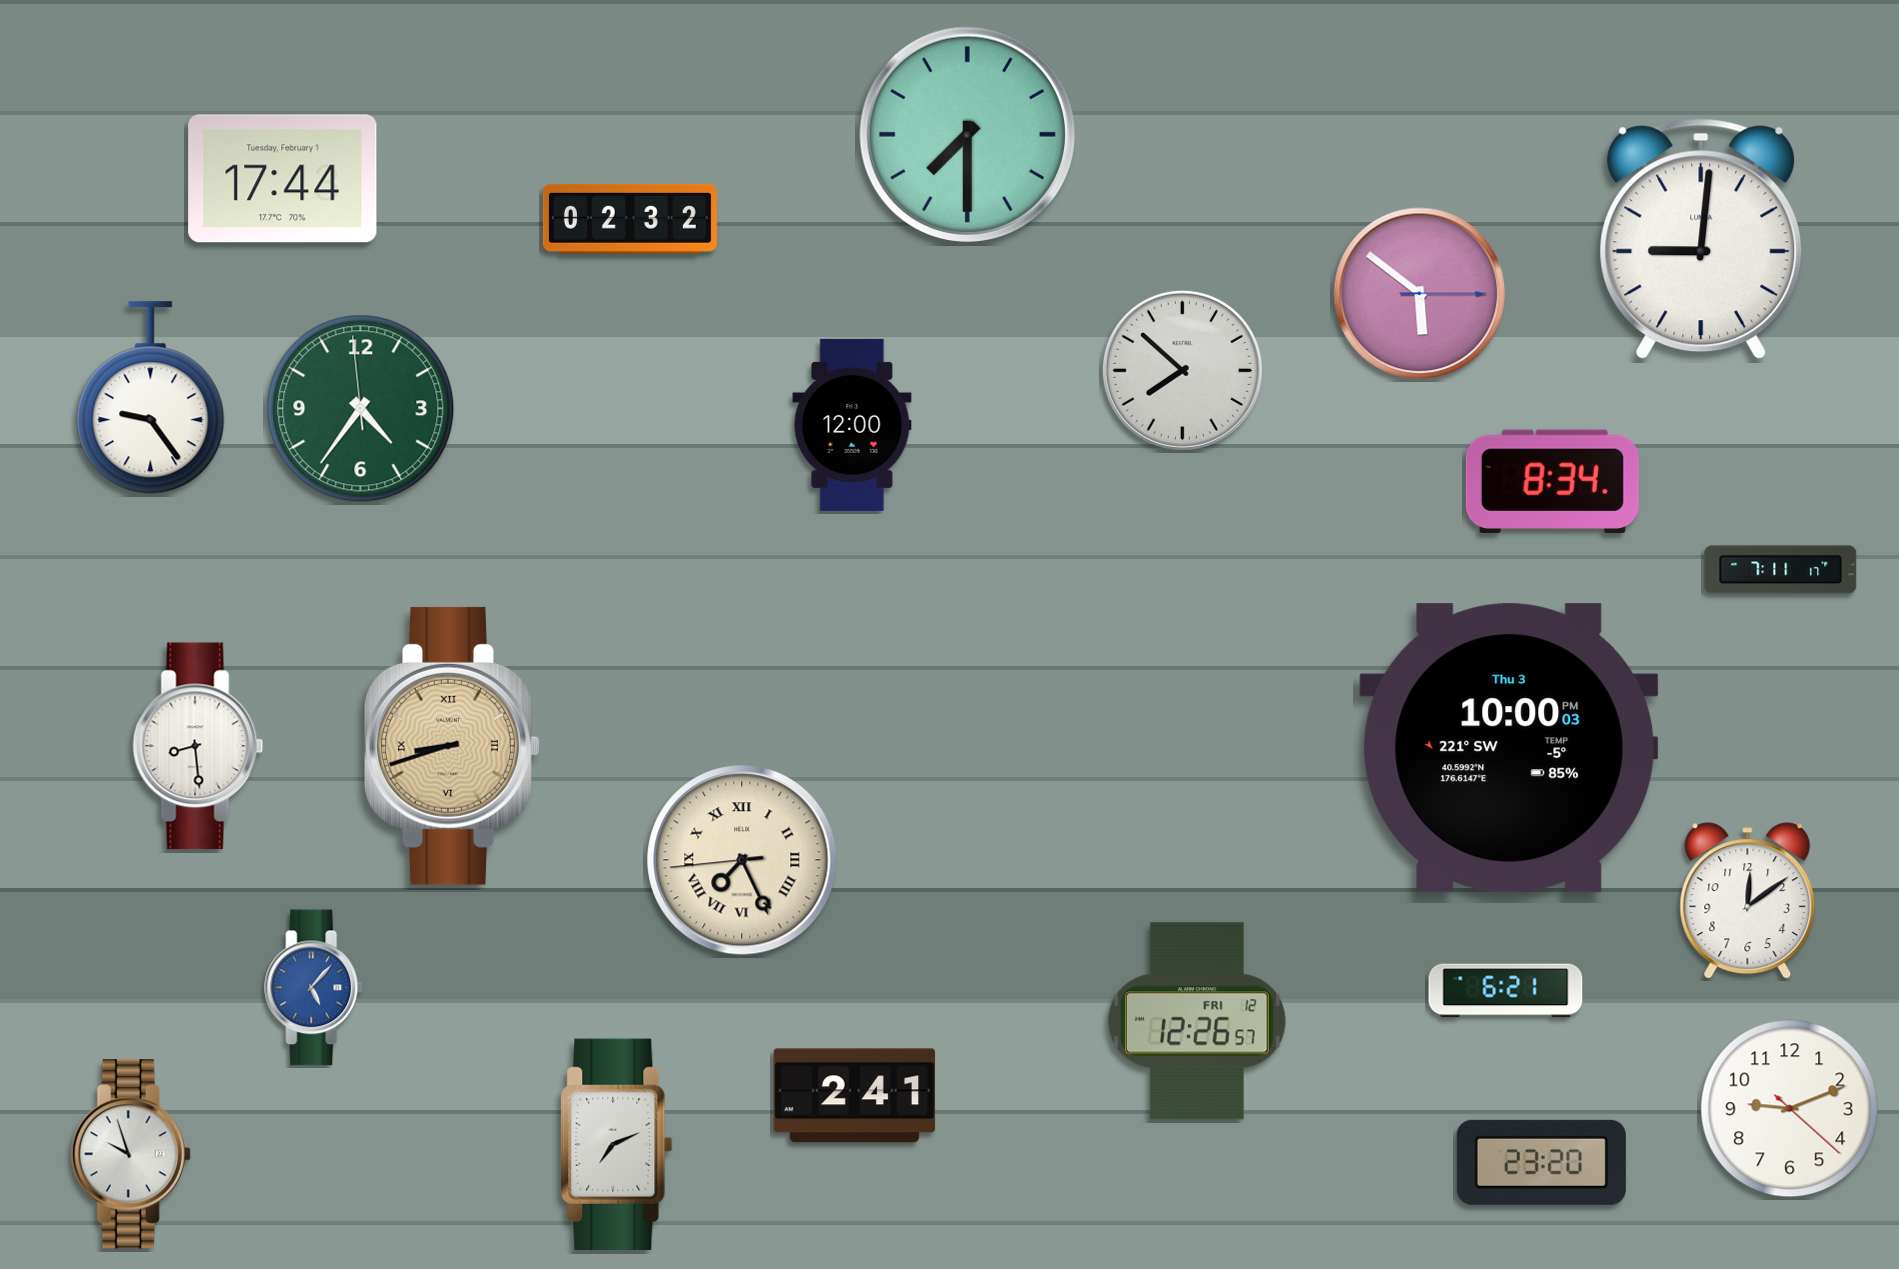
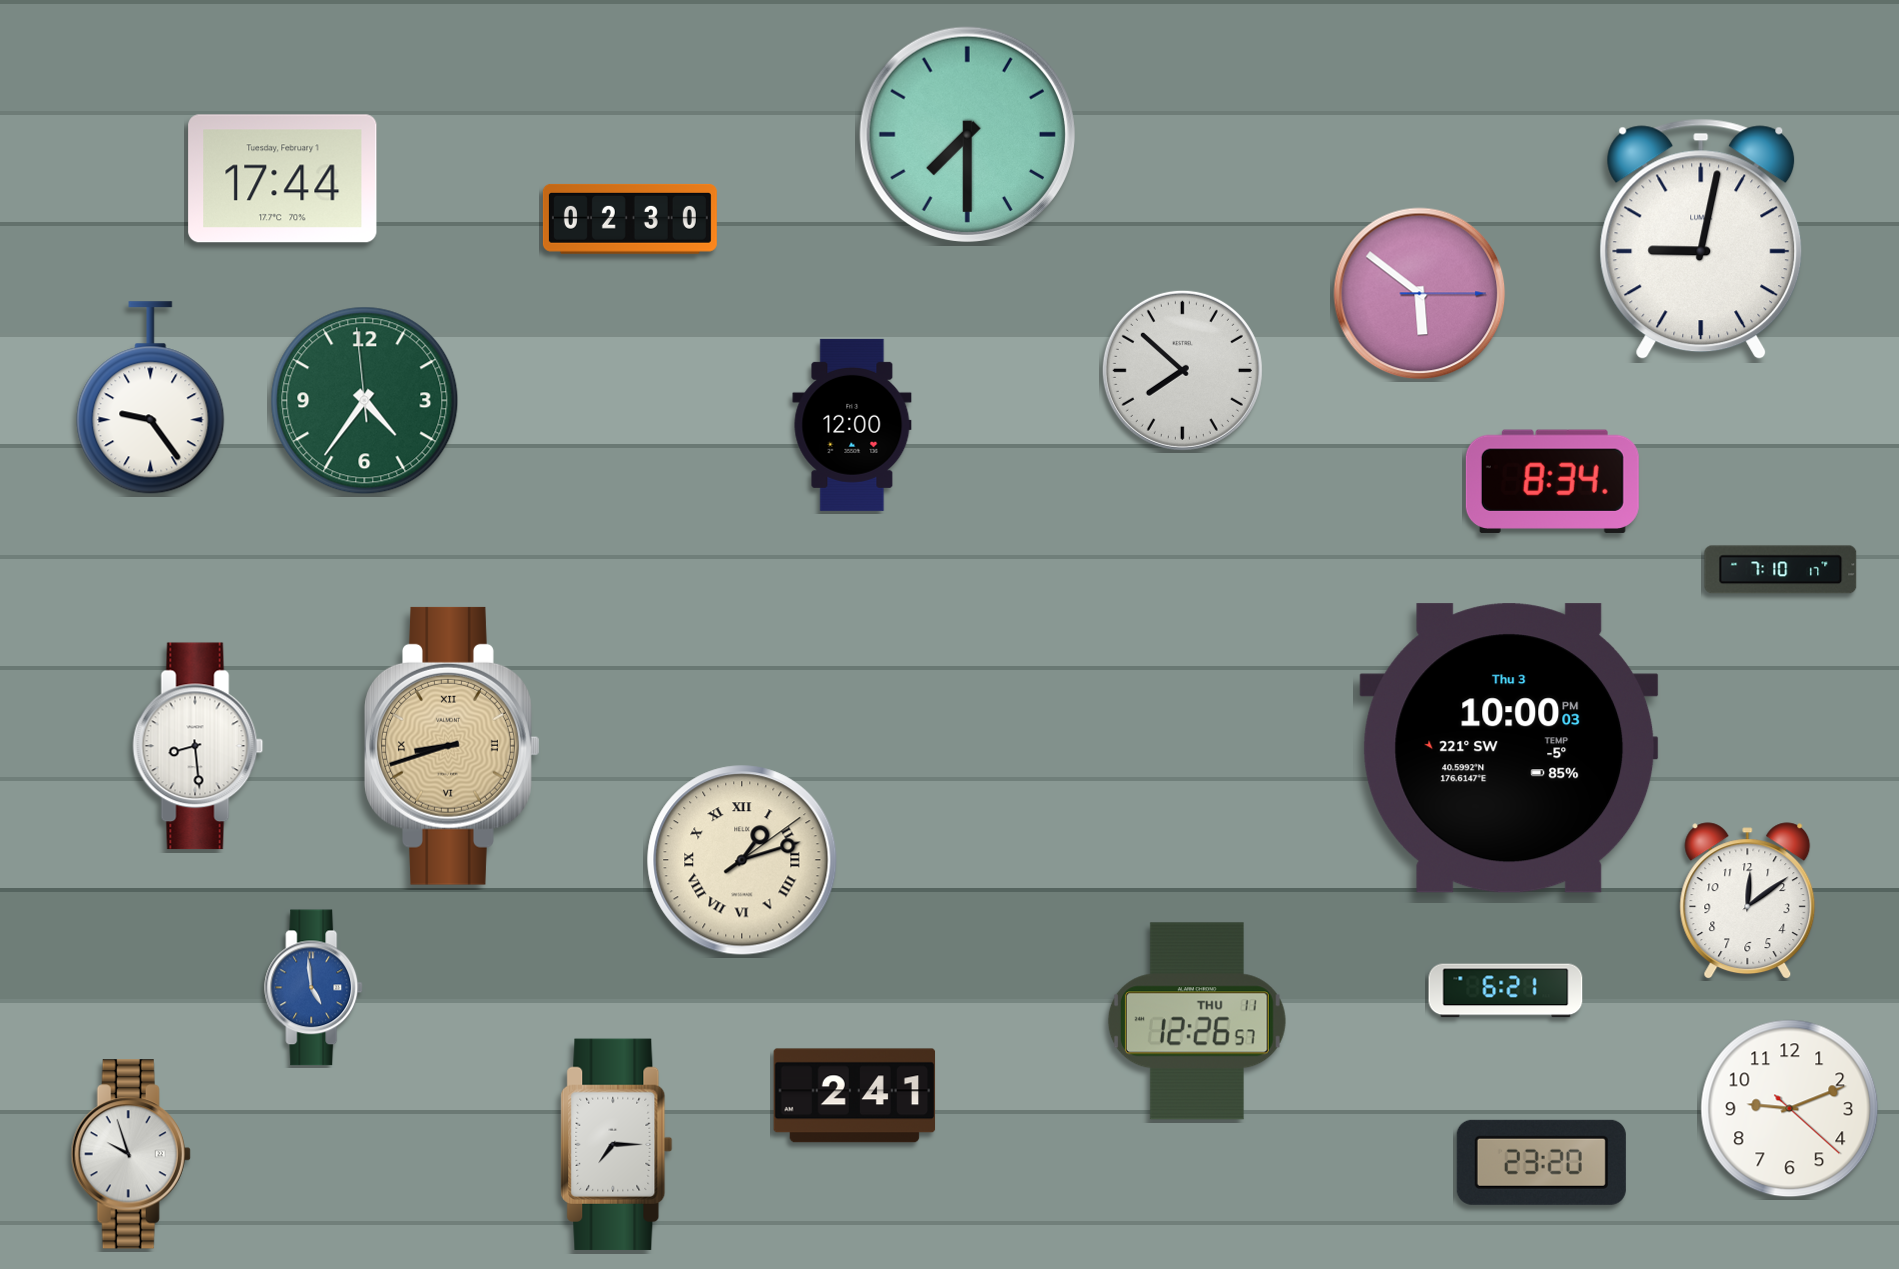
clock at (630, 219): 02:32 -> 02:30
clock at (1701, 239): 9:01 -> 9:02
clock at (361, 409) position: (361, 409) -> (365, 401)
clock at (1781, 570): 7:11 -> 7:10
clock at (742, 860): 7:25 -> 1:12
clock at (314, 988): 5:07 -> 4:59
clock at (1197, 1021) date: FRI 12 -> THU 11
clock at (617, 1144): 7:11 -> 7:15
